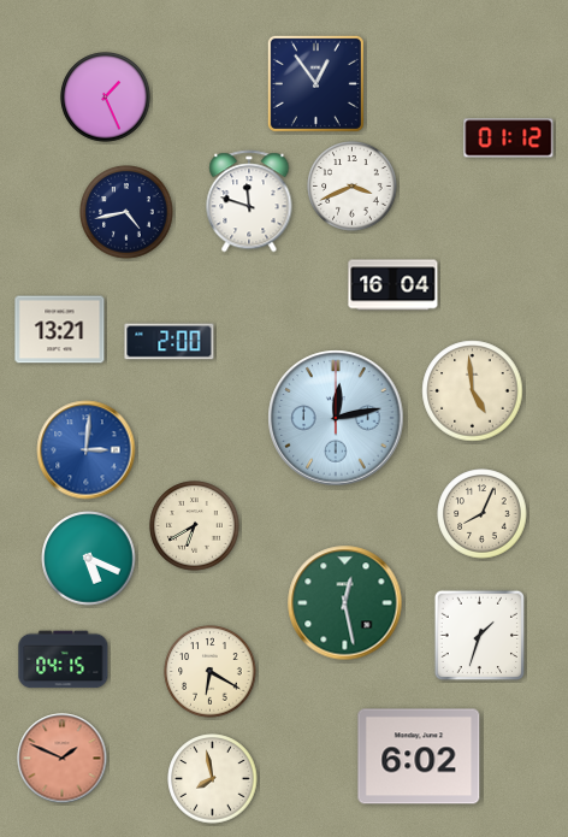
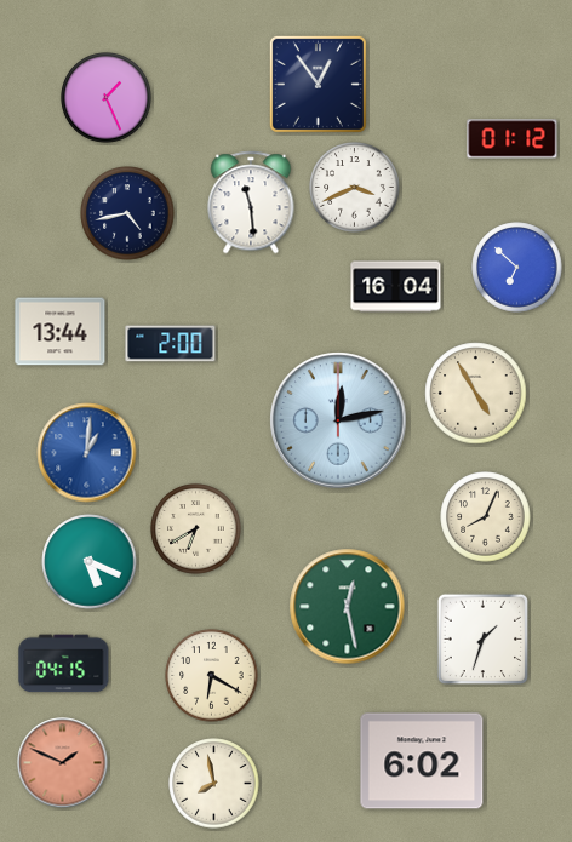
clock at (249, 201): 11:48 -> 11:29
clock at (517, 268): none -> 6:52
clock at (60, 330): 13:21 -> 13:44
clock at (473, 391): 4:59 -> 4:55
clock at (87, 450): 3:01 -> 1:01
